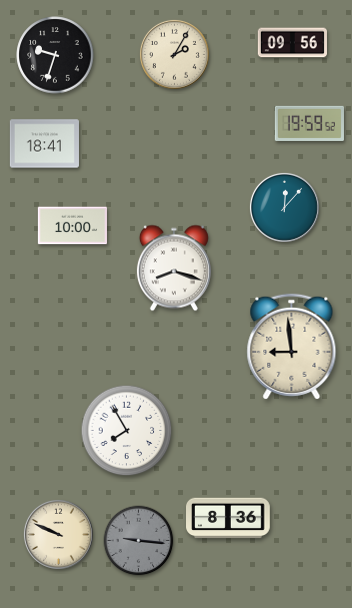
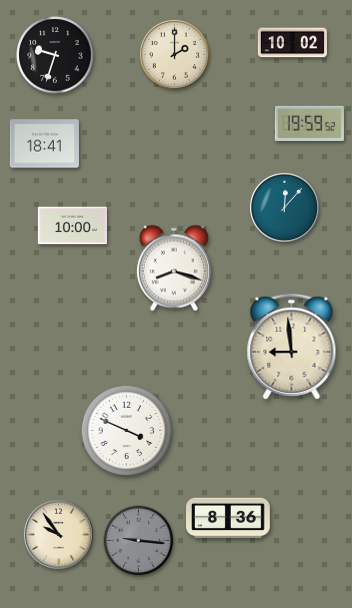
clock at (292, 43): 09:56 -> 10:02
clock at (174, 54): 2:05 -> 2:00
clock at (127, 431): 7:55 -> 3:49
clock at (58, 534): 9:49 -> 9:54
